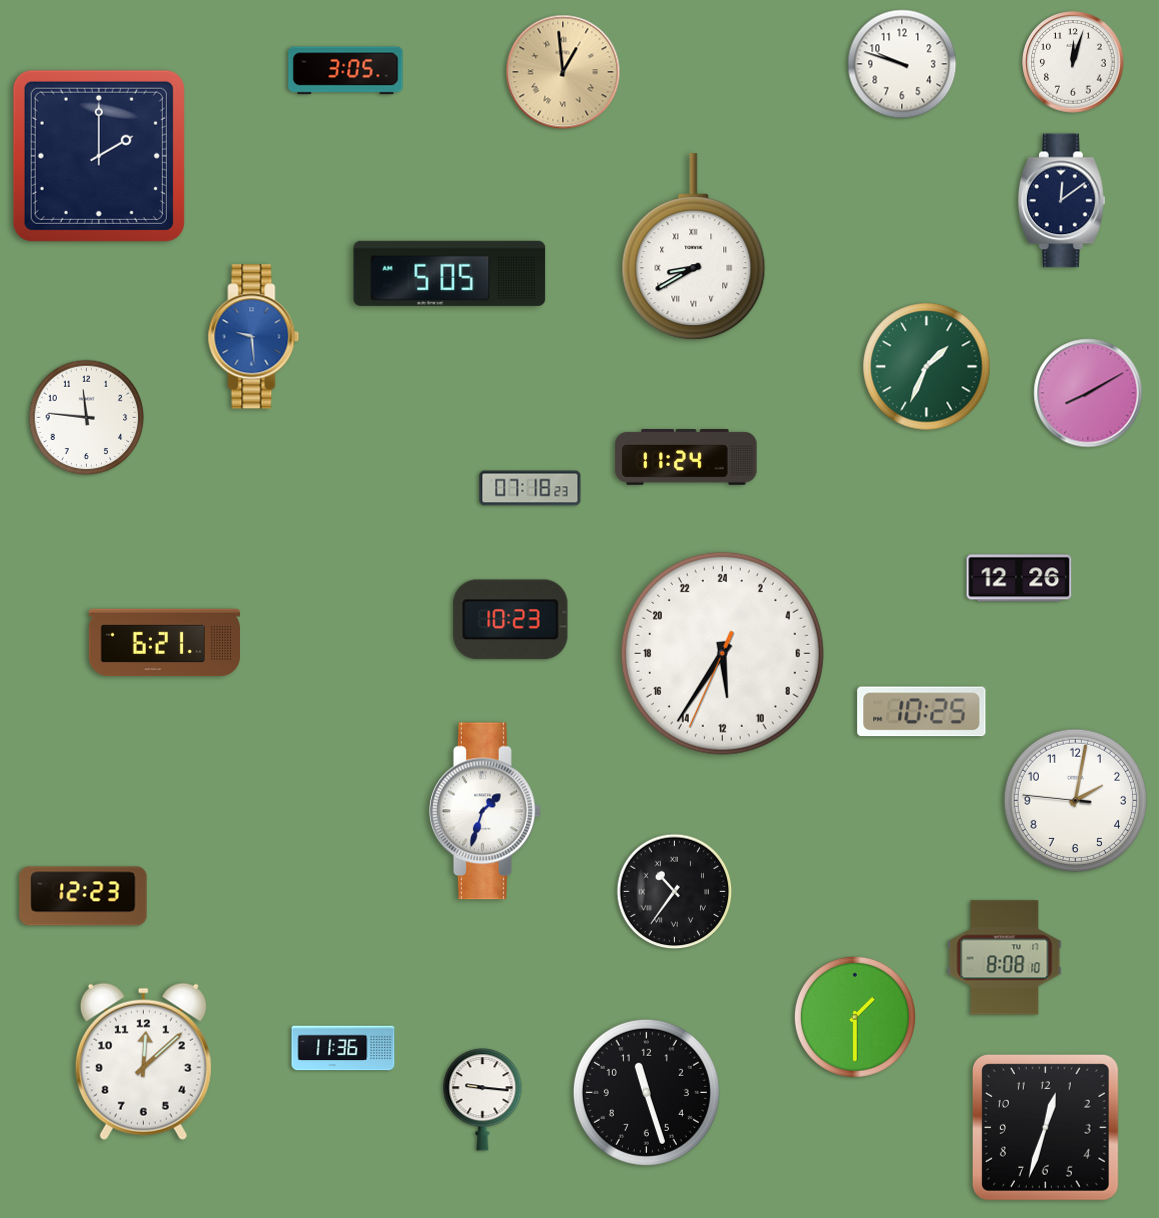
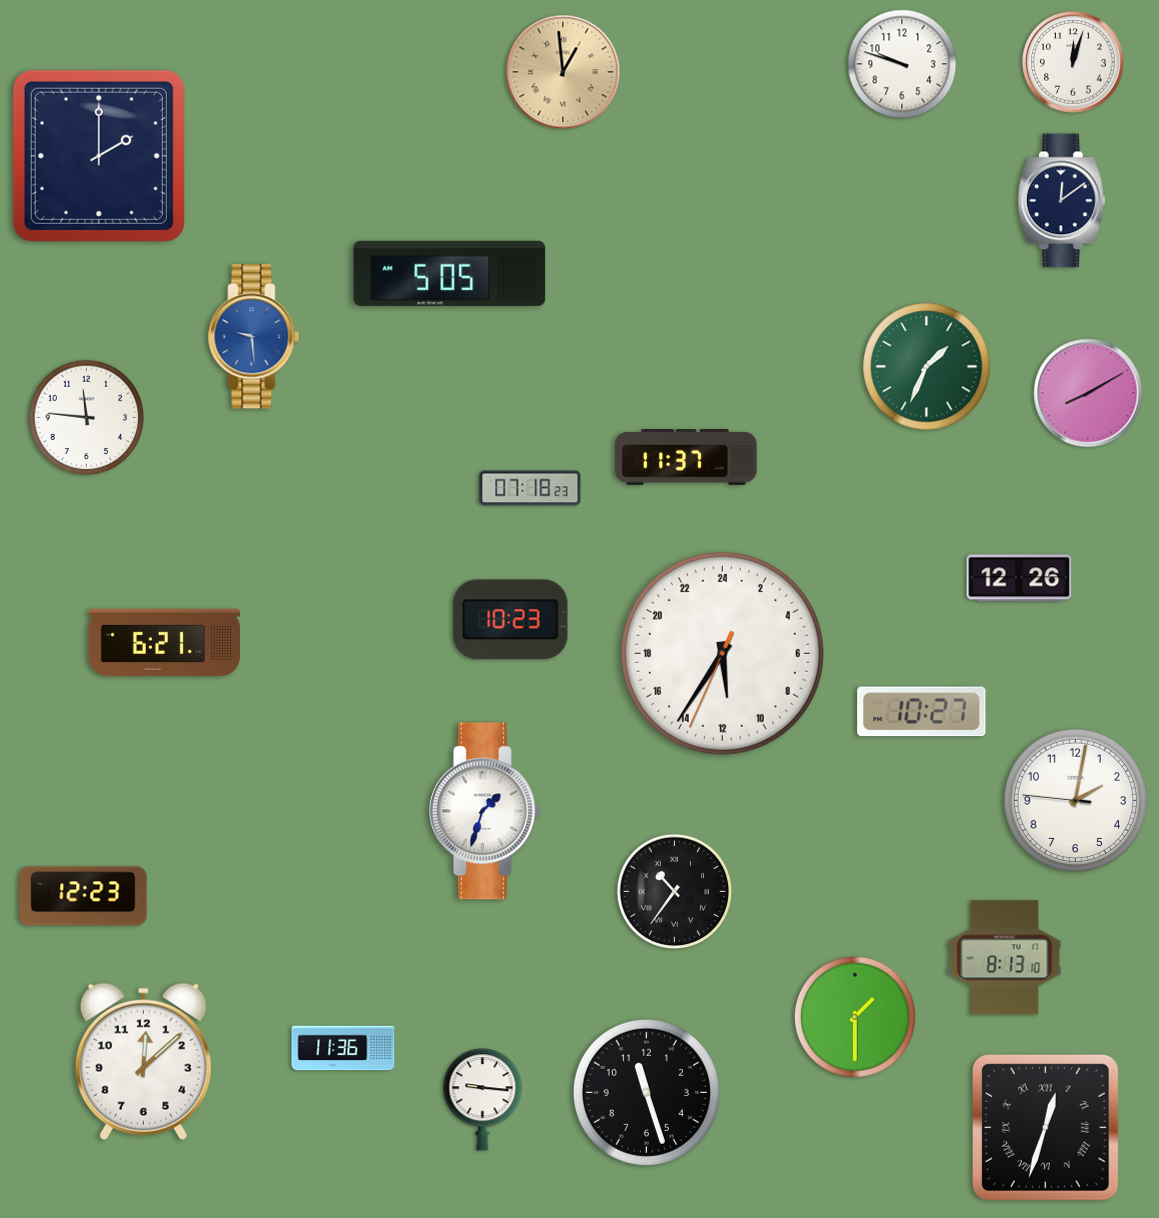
clock at (346, 71): 3:05 -> none
clock at (694, 247): 8:40 -> none
clock at (686, 458): 11:24 -> 11:37
clock at (922, 712): 10:25 -> 10:27
clock at (1005, 958): 8:08 -> 8:13
clock at (1045, 1127) numerals: Arabic -> Roman
